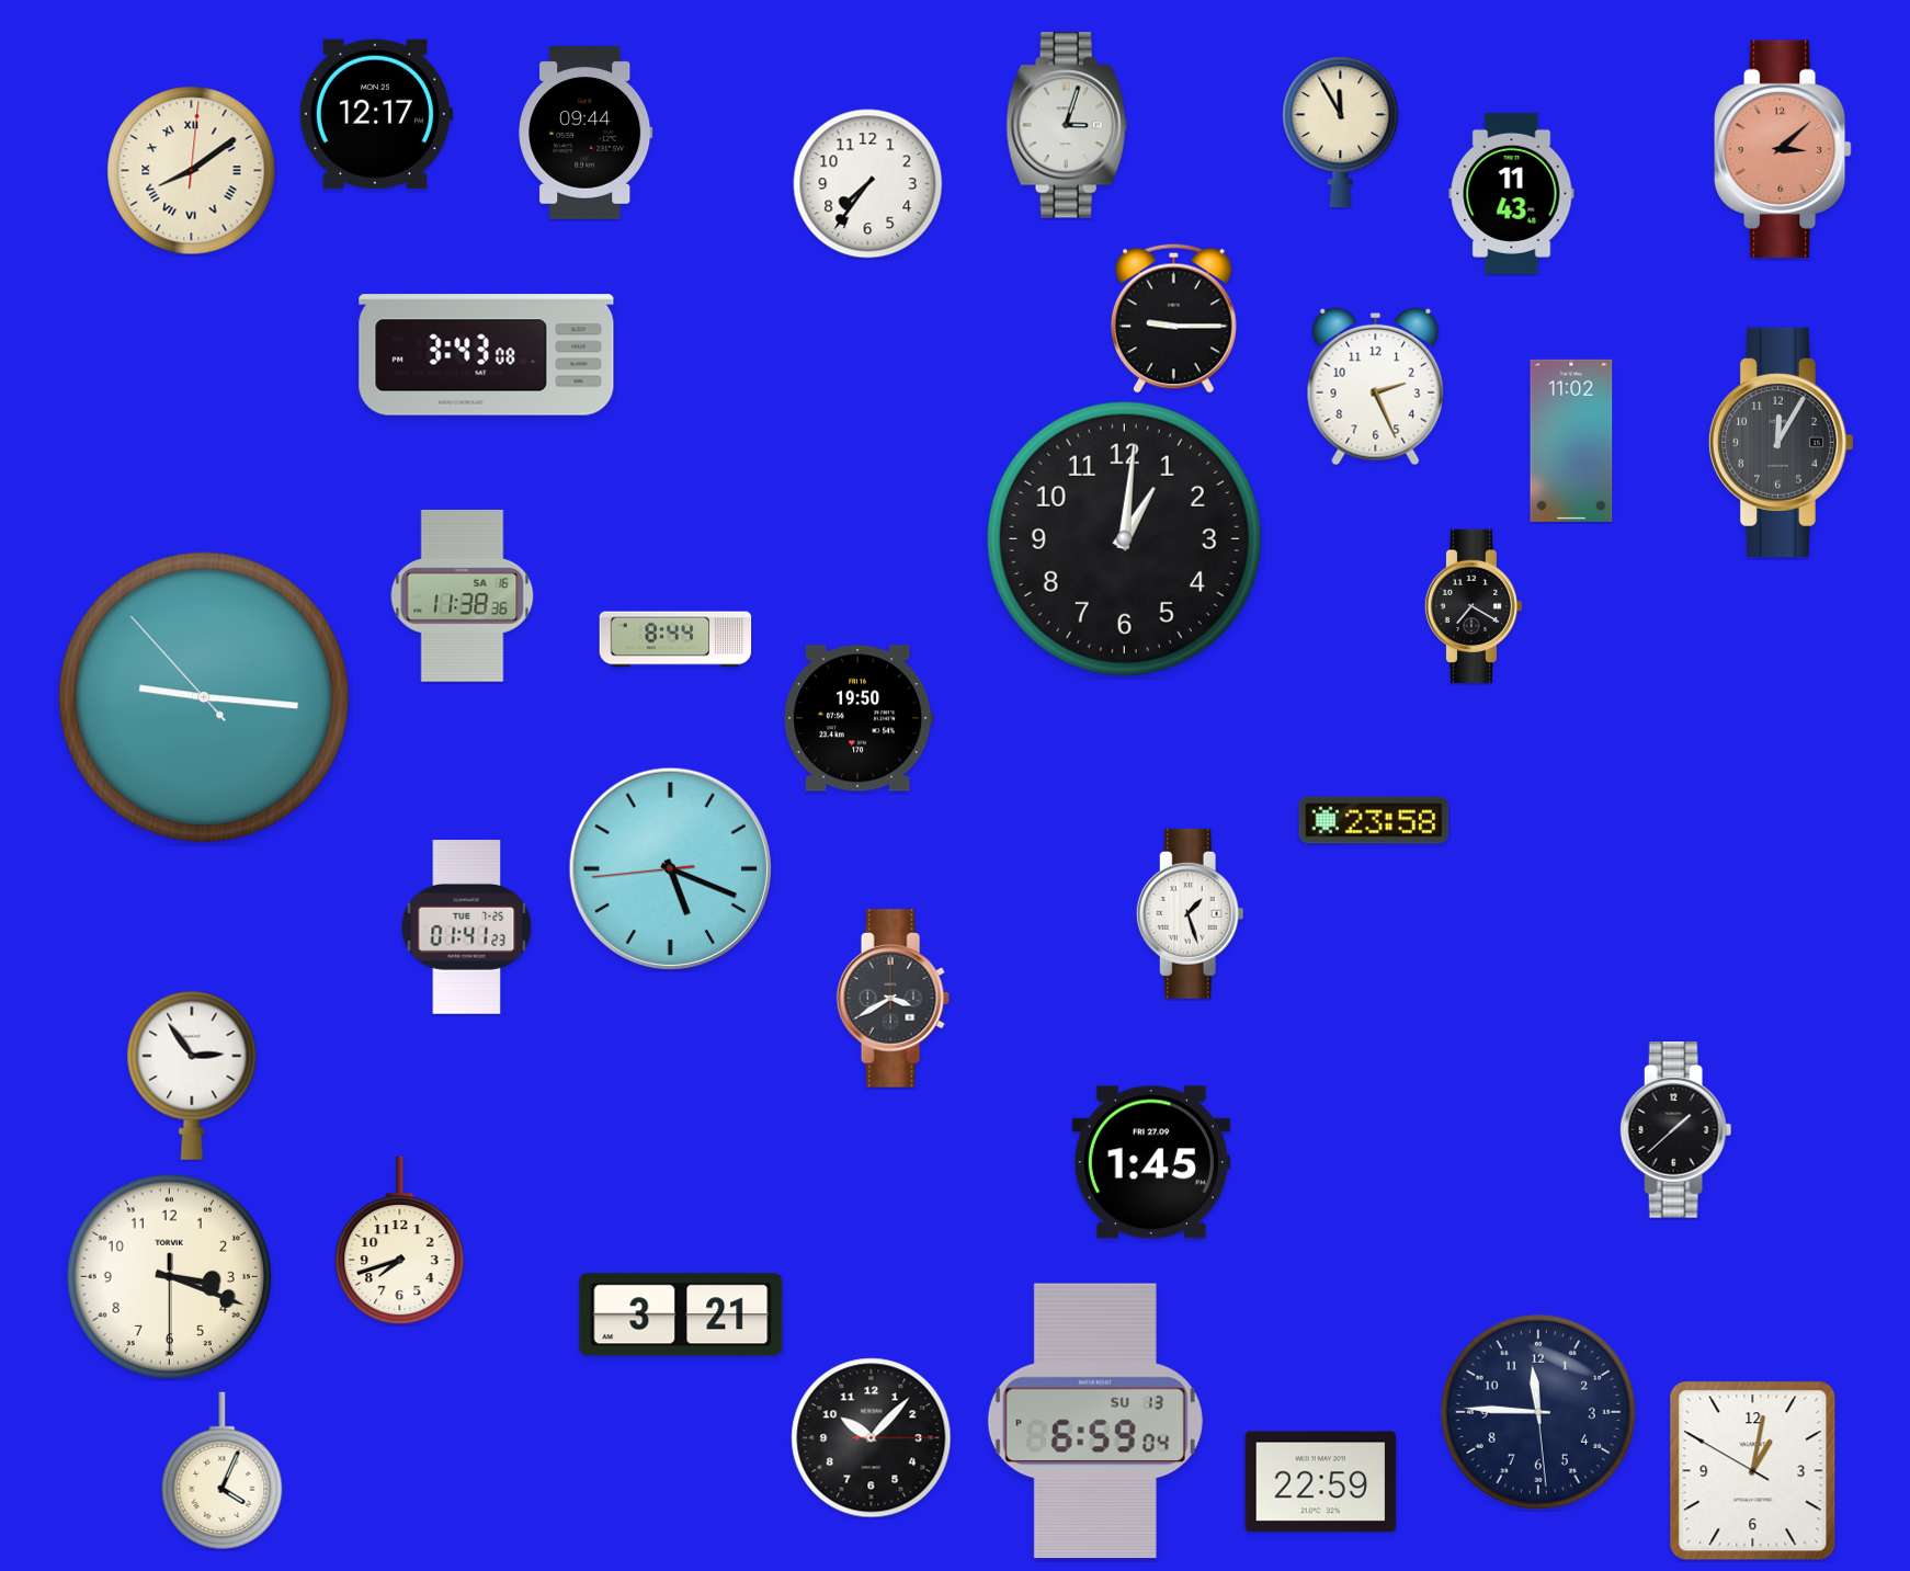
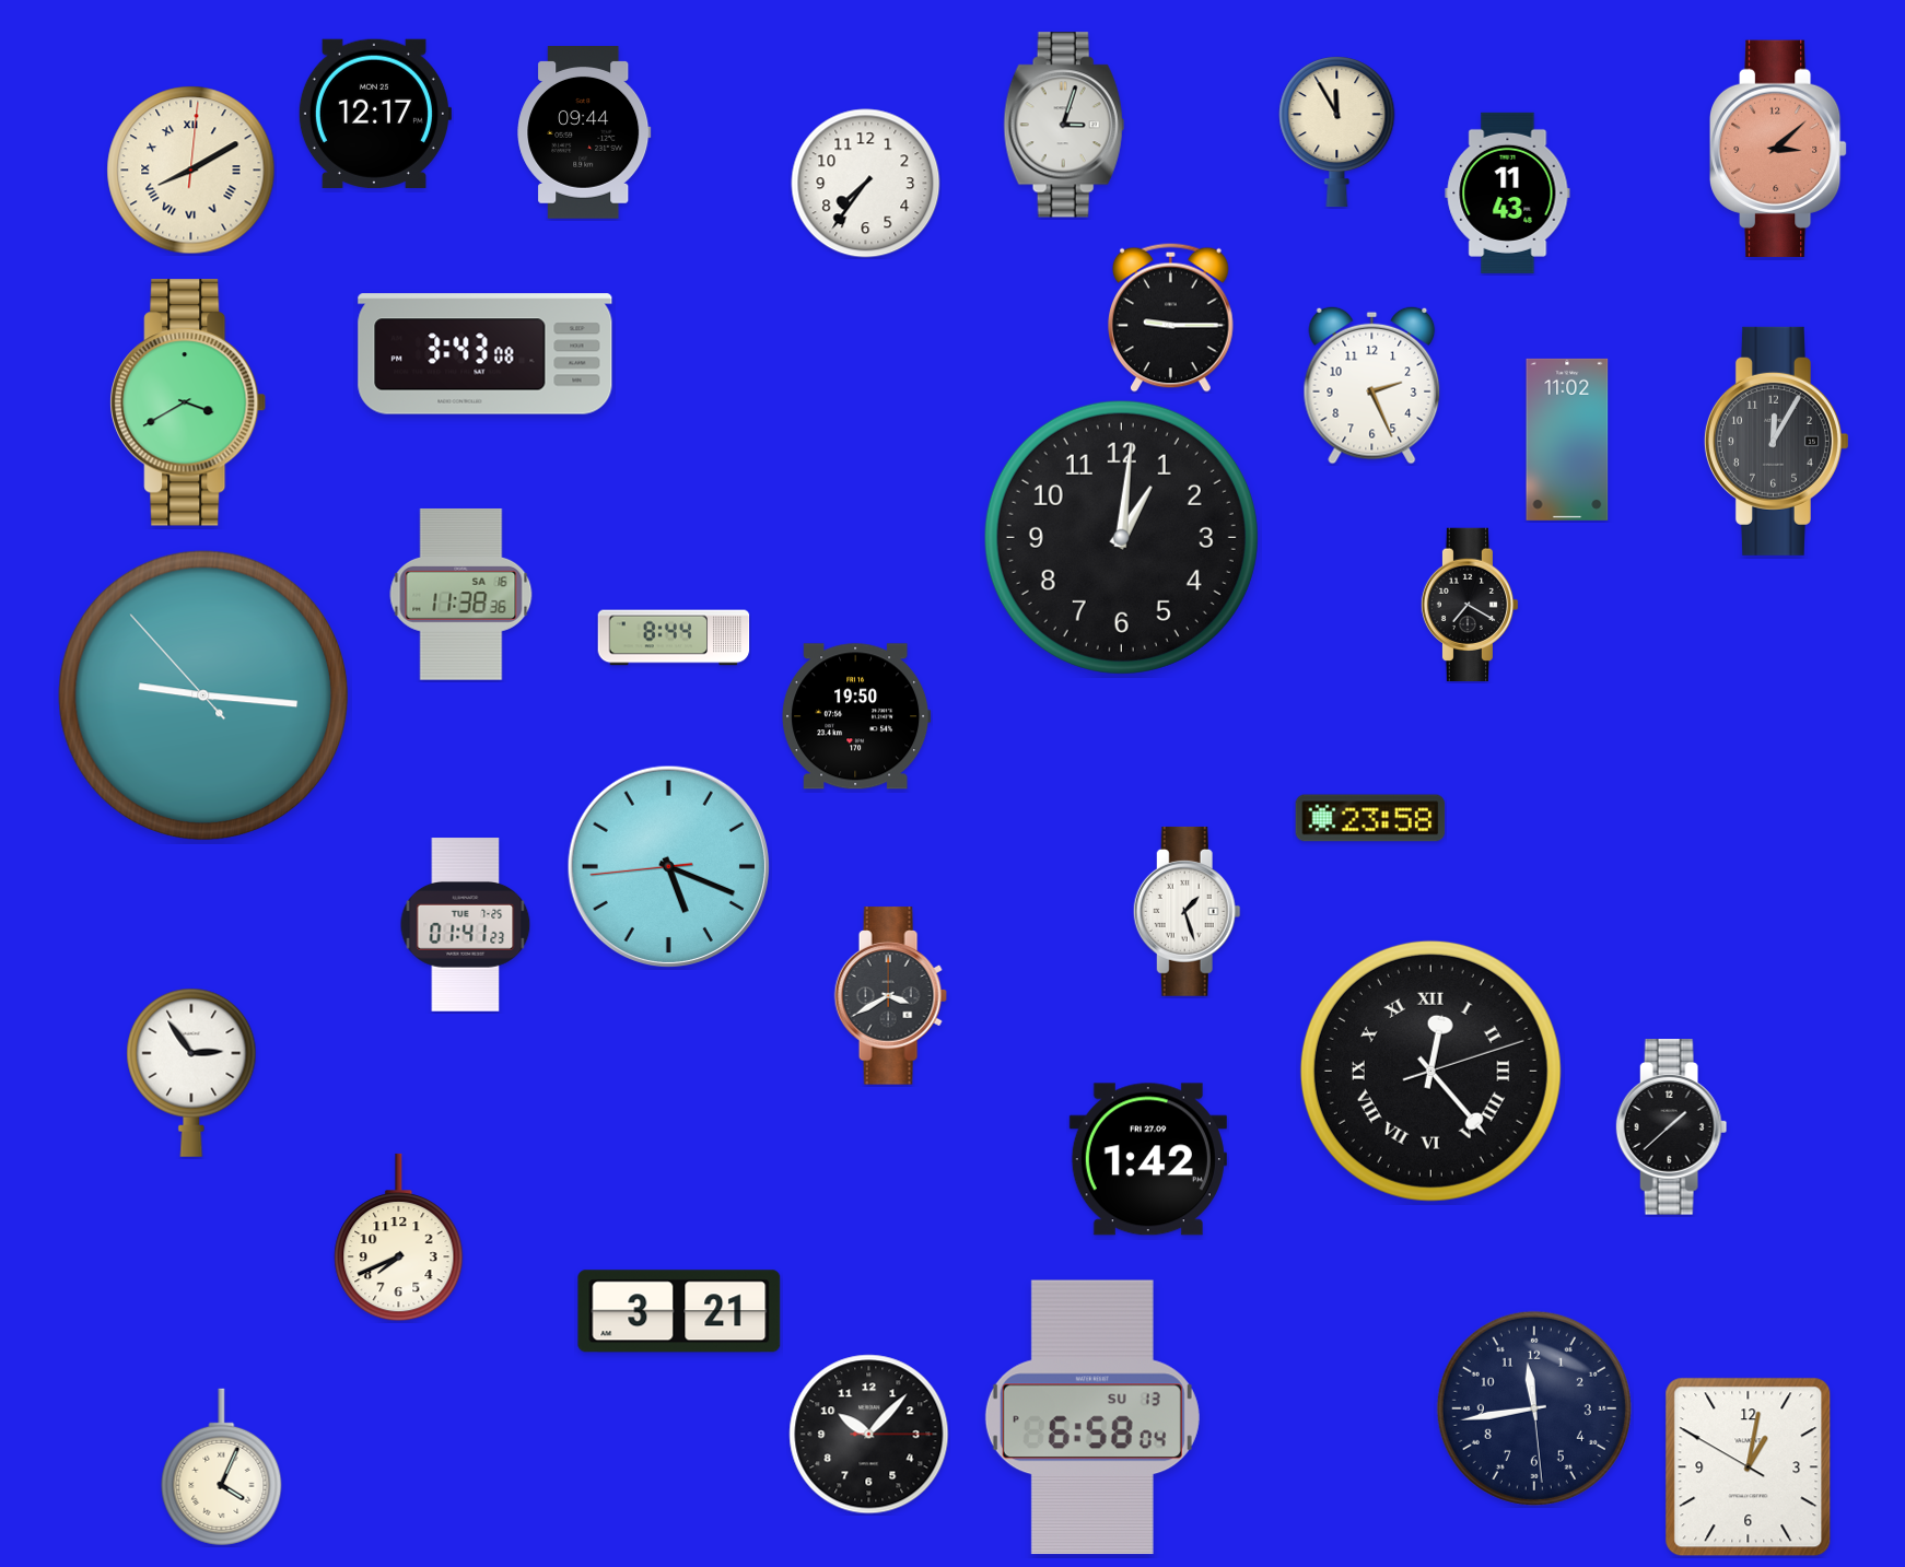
clock at (192, 171): 8:09 -> 8:10
clock at (188, 402): none -> 3:40
clock at (1430, 1071): none -> 12:23
clock at (1151, 1162): 1:45 -> 1:42
clock at (400, 1241): 7:42 -> 7:41
clock at (169, 1276): 3:18 -> none
clock at (1538, 1412): 11:45 -> 11:43
clock at (1095, 1421): 6:59 -> 6:58
clock at (1321, 1482): 22:59 -> none
